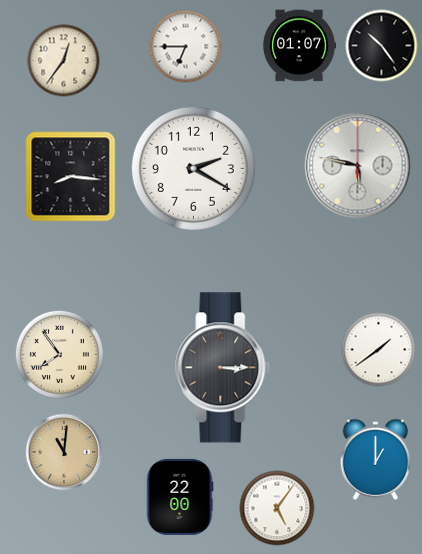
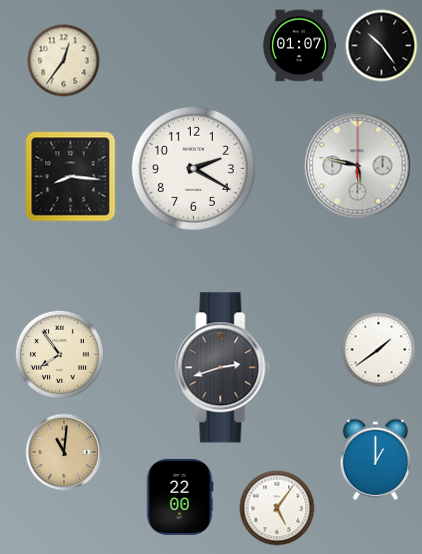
clock at (186, 47): 6:45 -> none
clock at (223, 368): 3:15 -> 2:42
